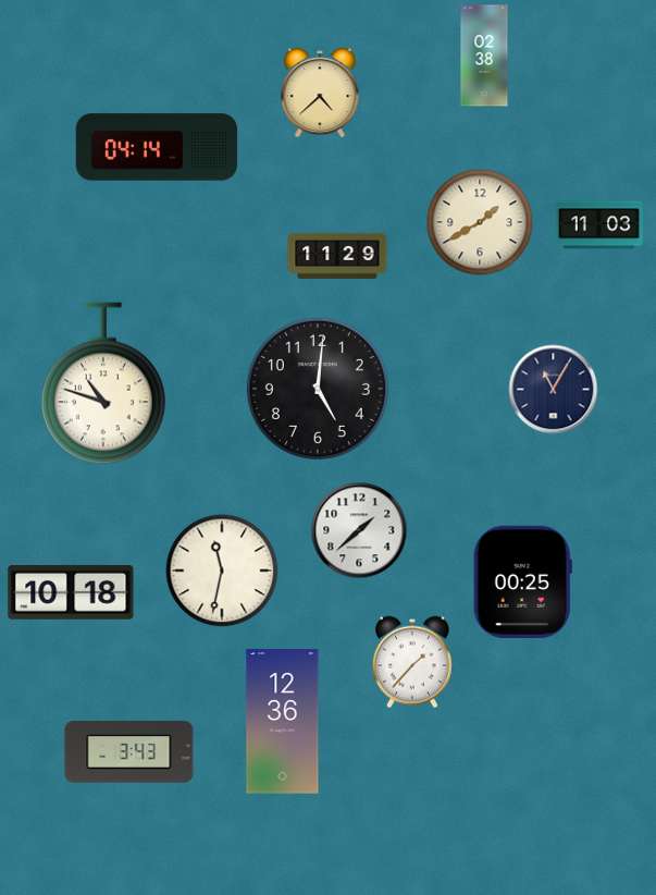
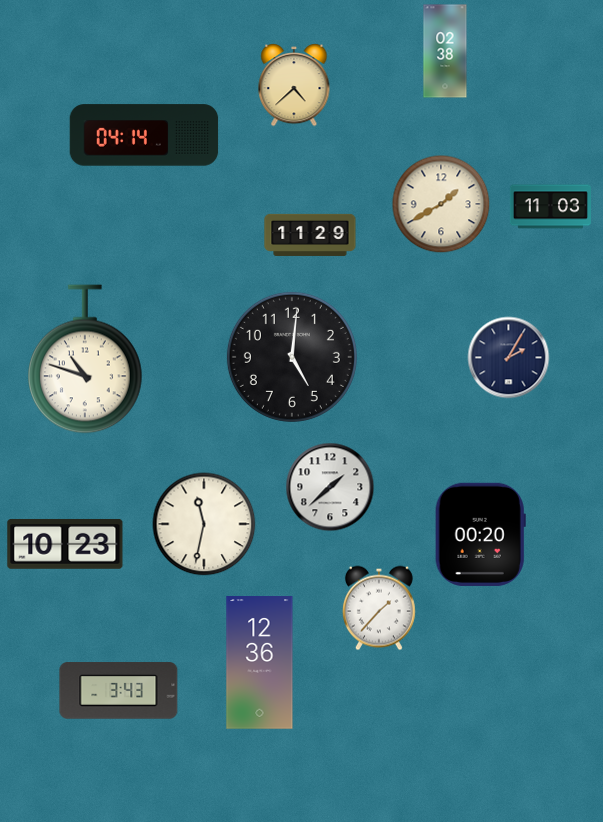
clock at (104, 383) position: (104, 383) -> (86, 359)
clock at (554, 390): 11:05 -> 2:05
clock at (522, 581): 00:25 -> 00:20
clock at (71, 592): 10:18 -> 10:23
